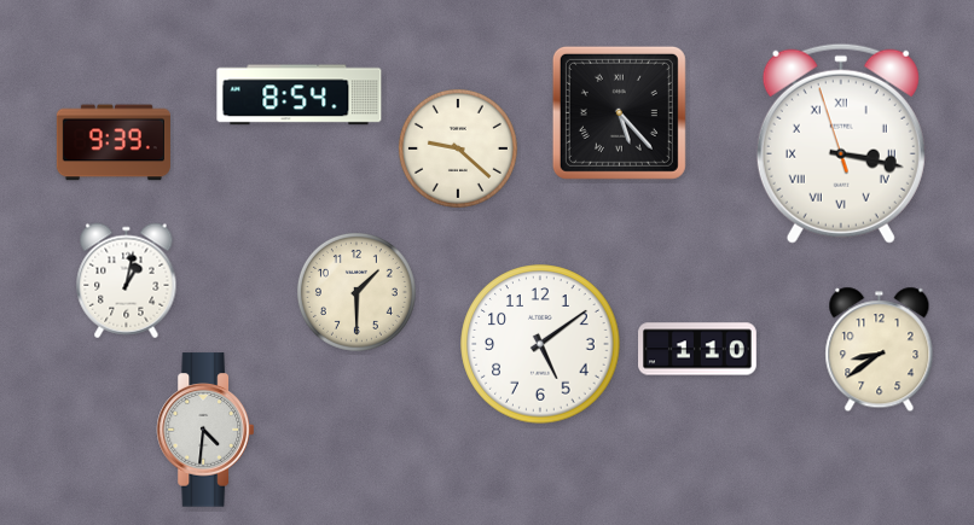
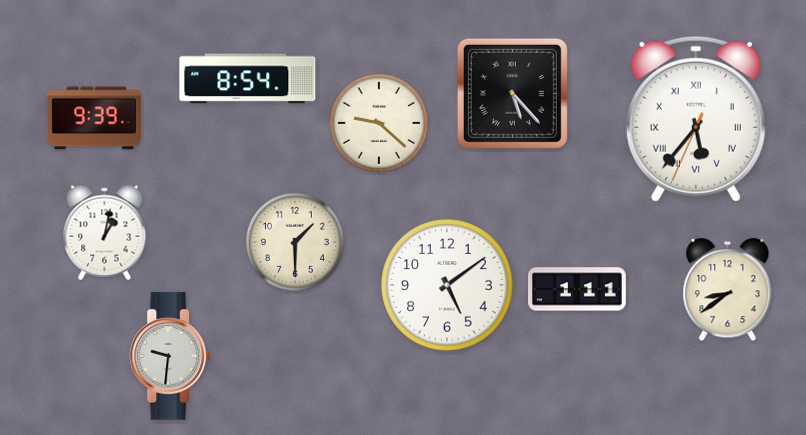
clock at (841, 144): 3:16 -> 5:36
clock at (698, 349): 1:10 -> 1:11
clock at (204, 430): 4:31 -> 9:31
